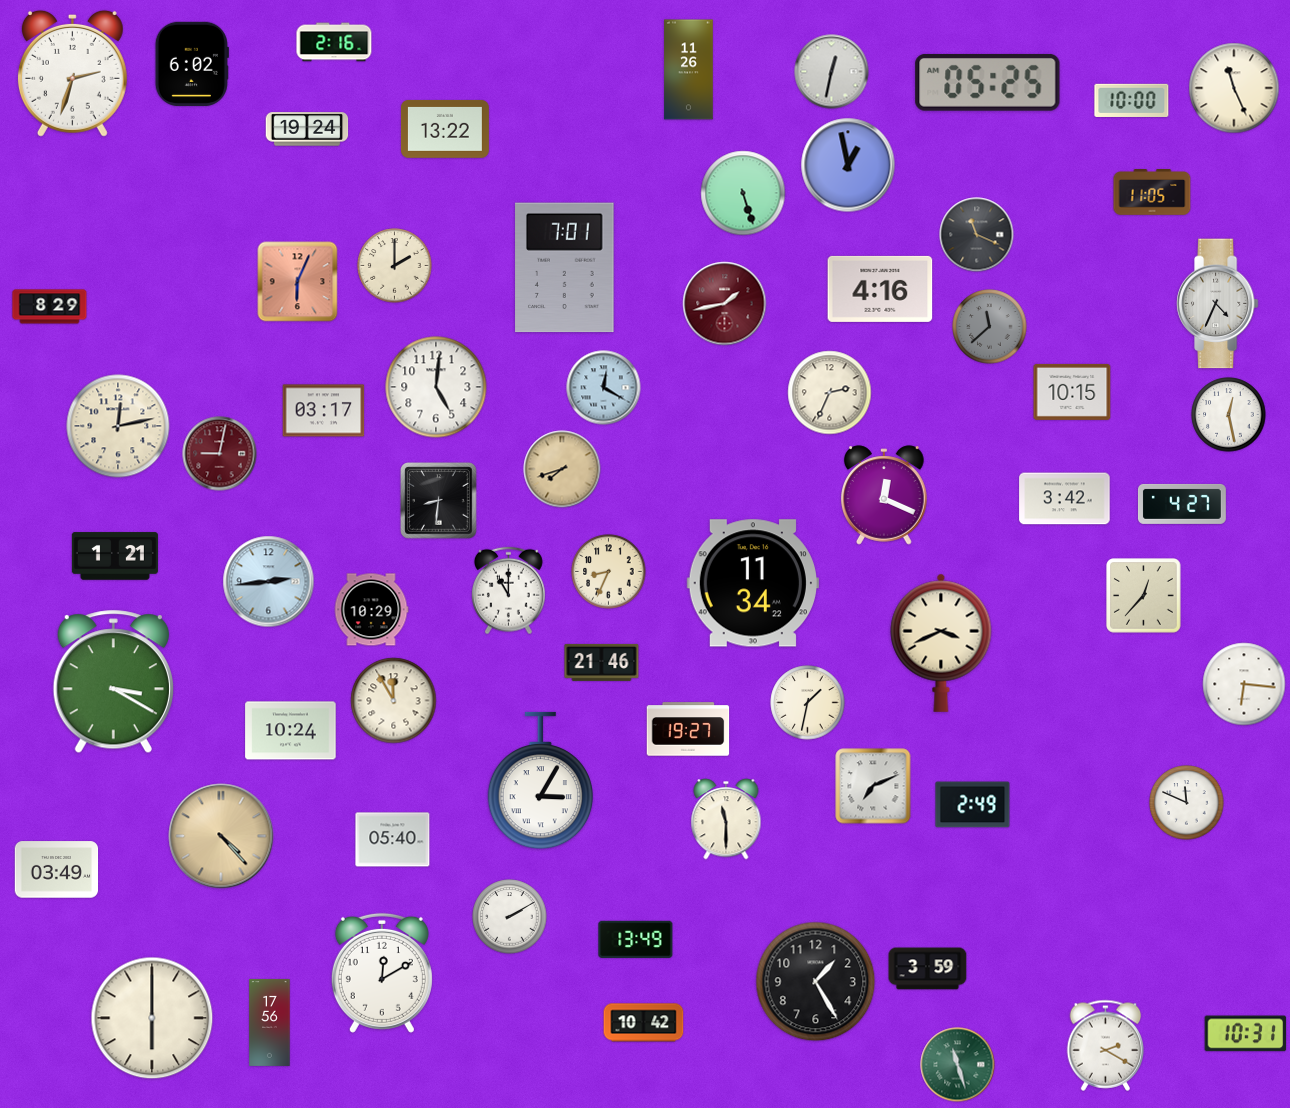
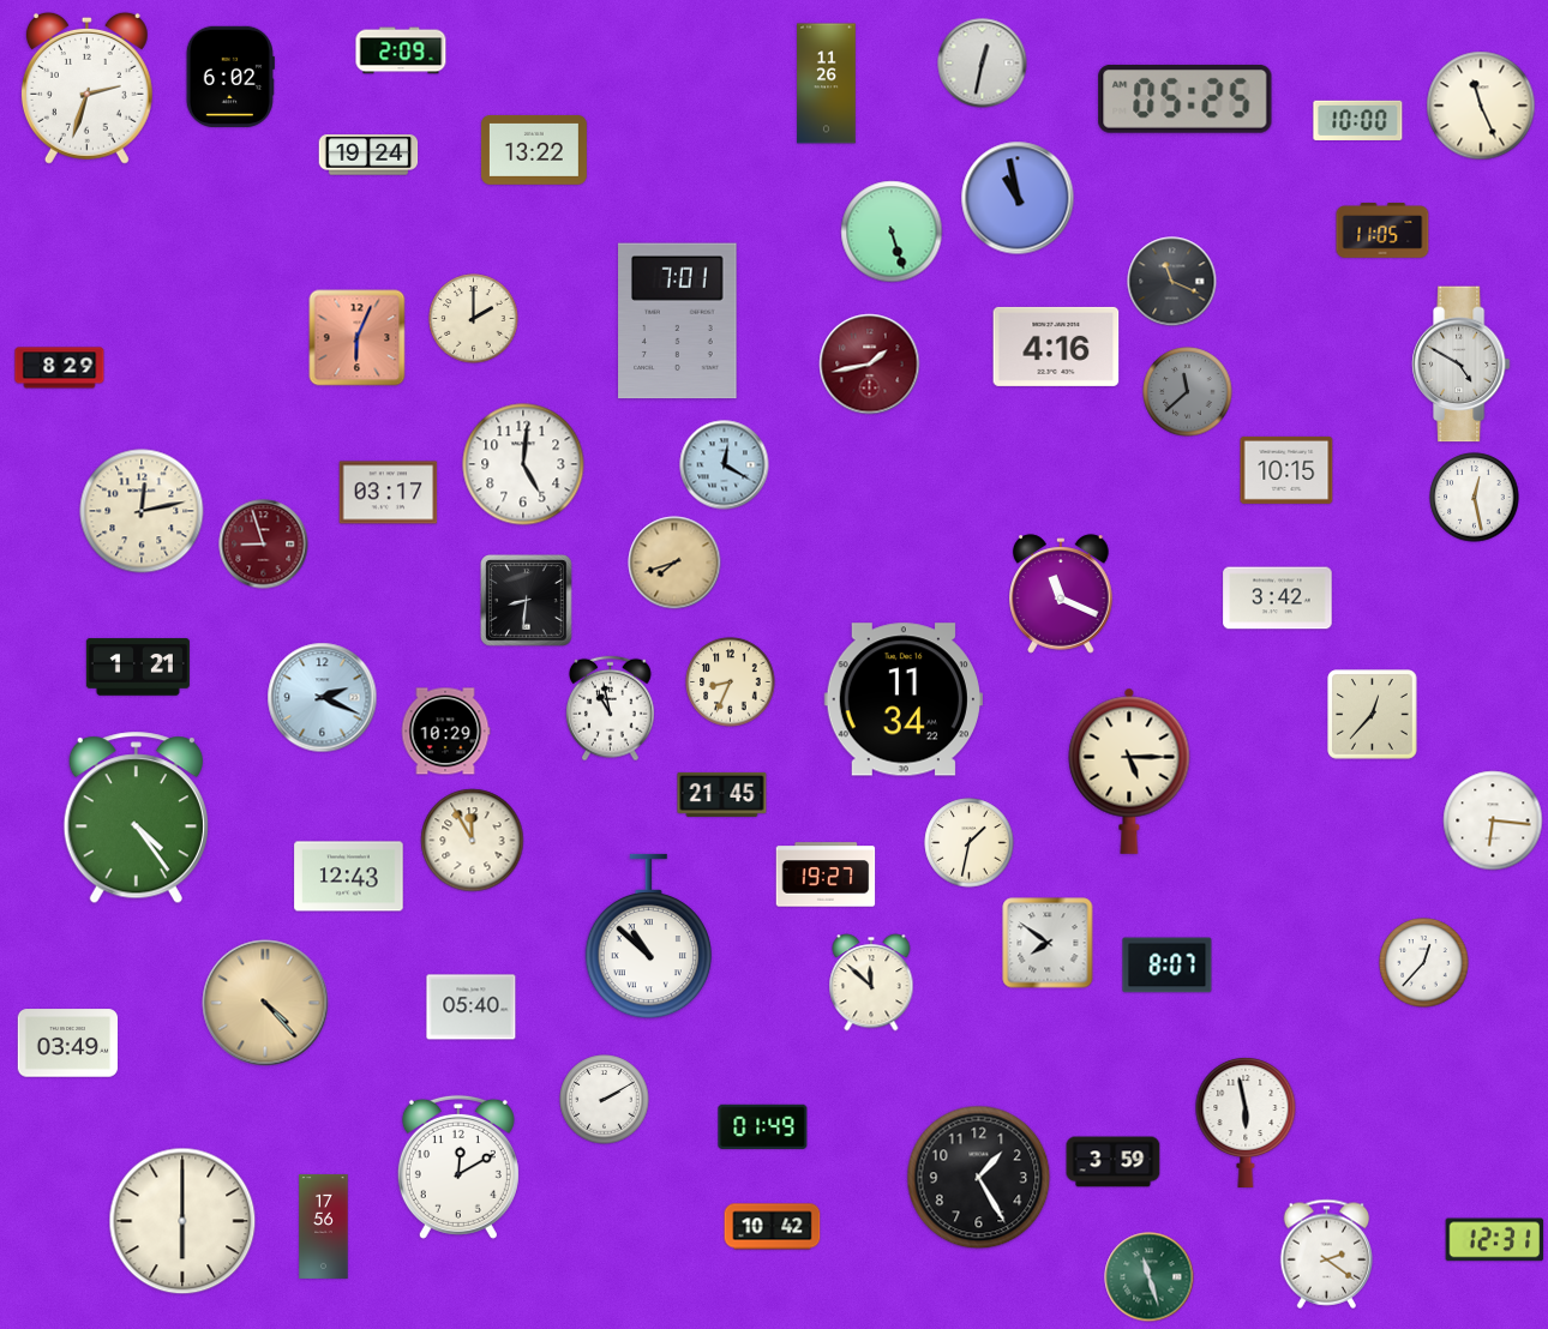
clock at (334, 42): 2:16 -> 2:09
clock at (832, 72) position: (832, 72) -> (983, 64)
clock at (445, 129) position: (445, 129) -> (534, 150)
clock at (848, 165): 12:58 -> 10:58
clock at (1217, 304): 4:34 -> 4:50
clock at (830, 393): 2:34 -> none
clock at (220, 454): 9:02 -> 8:57
clock at (885, 495): 12:19 -> 11:19
clock at (1182, 504): 4:27 -> none
clock at (609, 572) position: (609, 572) -> (731, 682)
clock at (269, 582): 2:44 -> 2:19
clock at (509, 591): 11:00 -> 10:58
clock at (941, 643): 3:41 -> 5:15
clock at (602, 662): 21:46 -> 21:45
clock at (113, 682): 3:20 -> 4:24
clock at (291, 731): 10:24 -> 12:43
clock at (540, 781): 3:05 -> 10:52
clock at (873, 786): 7:11 -> 7:51
clock at (1187, 803): 11:49 -> 12:37
clock at (973, 805): 2:49 -> 8:07
clock at (726, 819): 11:30 -> 11:52
clock at (510, 917) position: (510, 917) -> (605, 1100)
clock at (1246, 1121): none -> 5:58
clock at (636, 939): 13:49 -> 01:49
clock at (1246, 1034): 10:31 -> 12:31
clock at (1106, 1045): 2:20 -> 2:21
